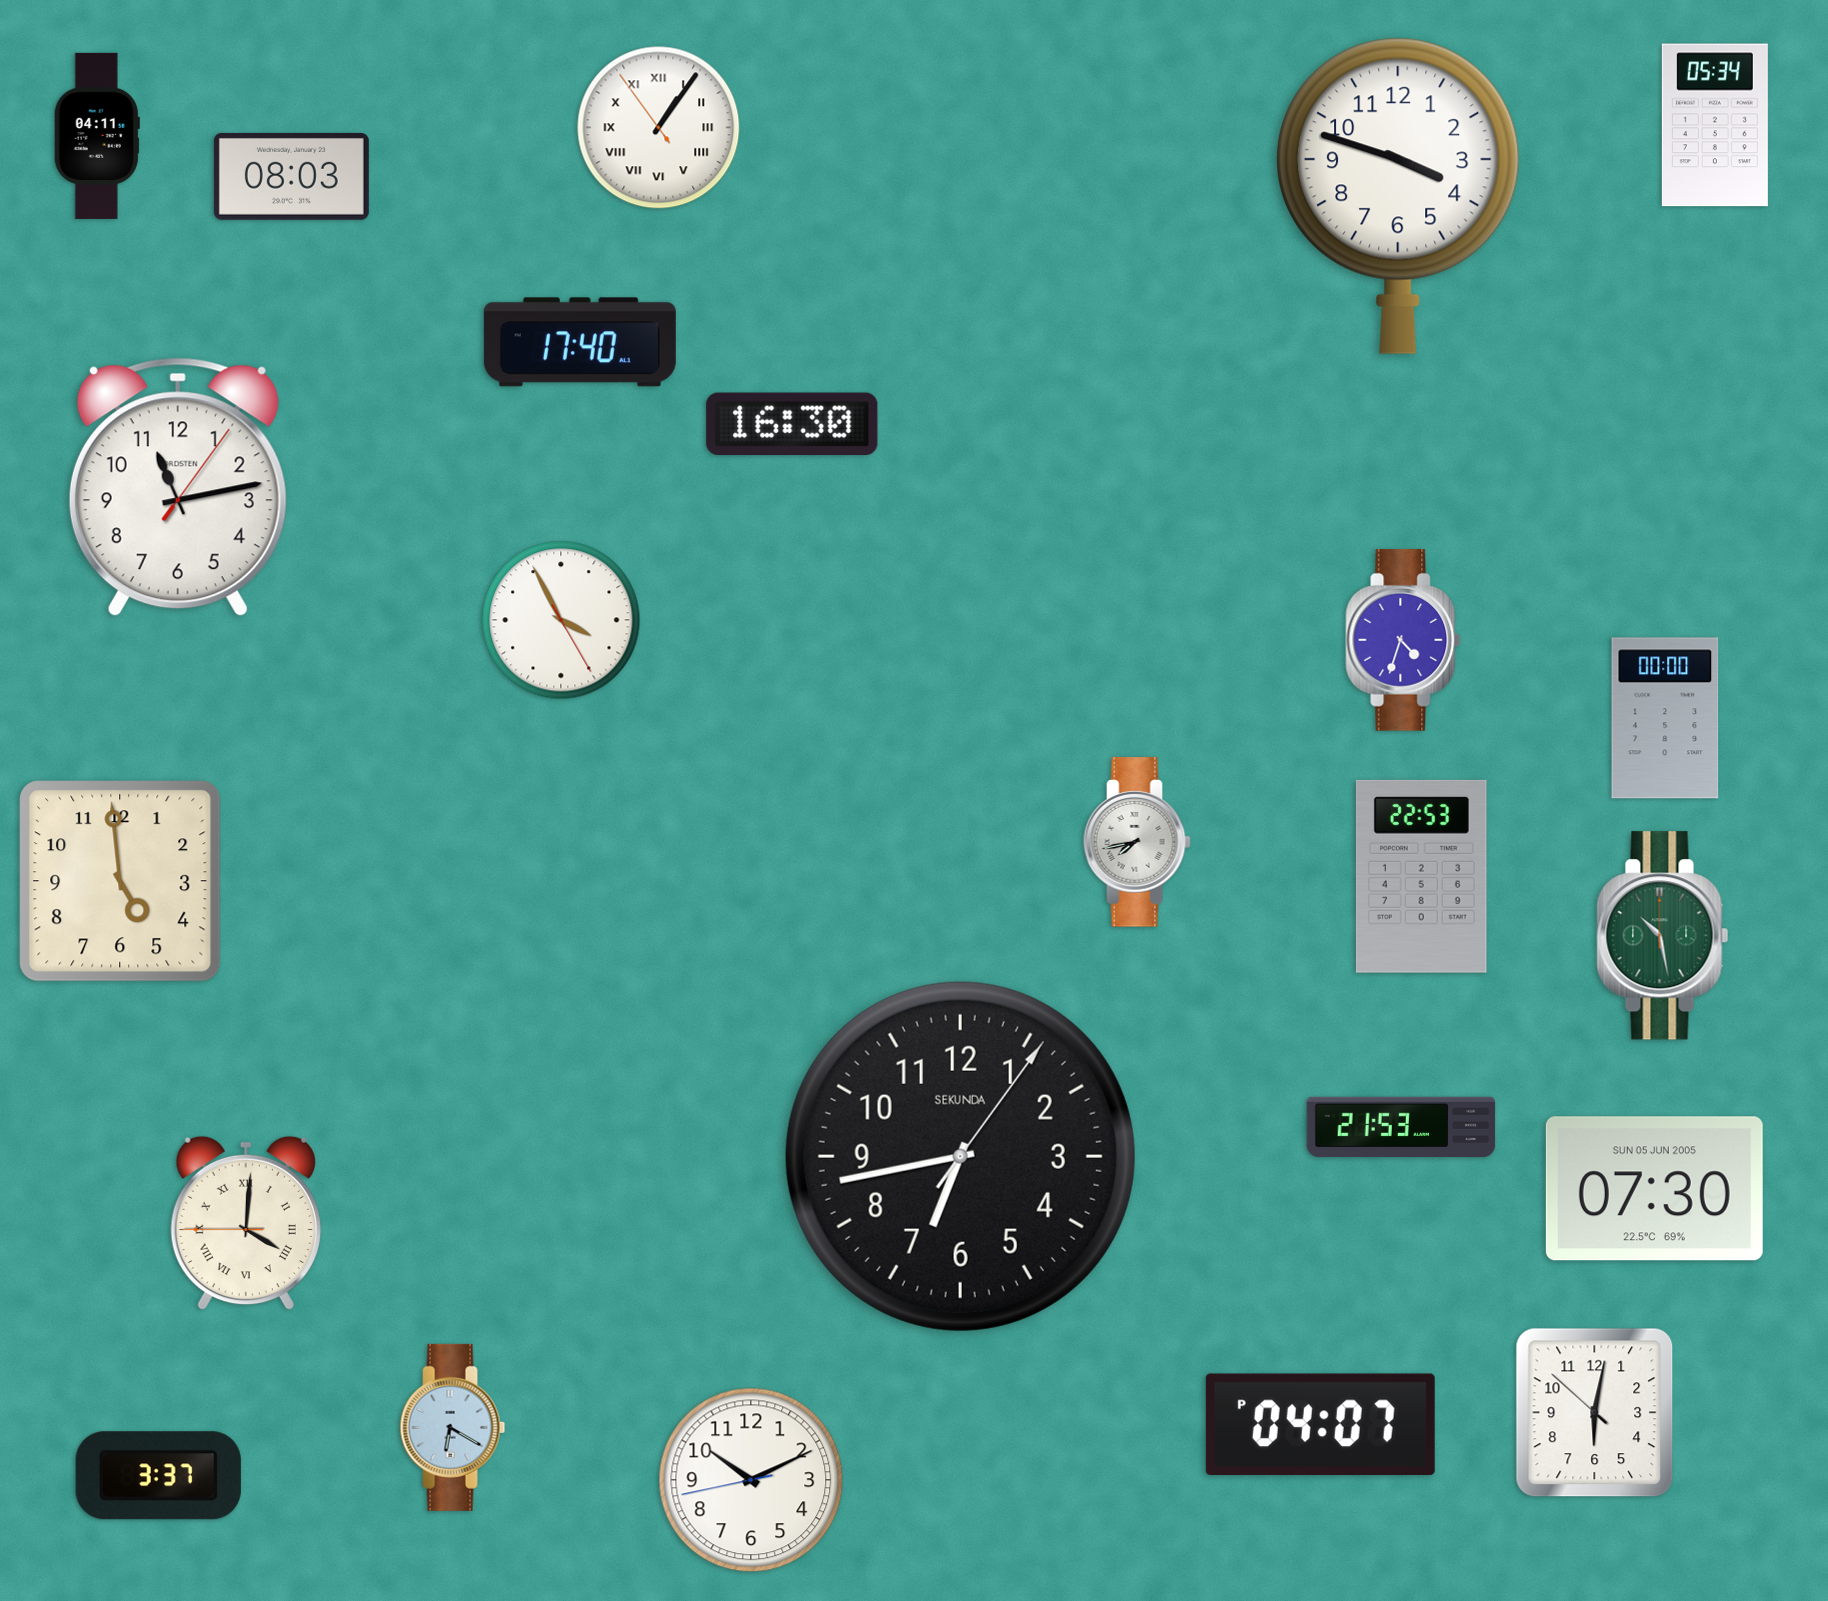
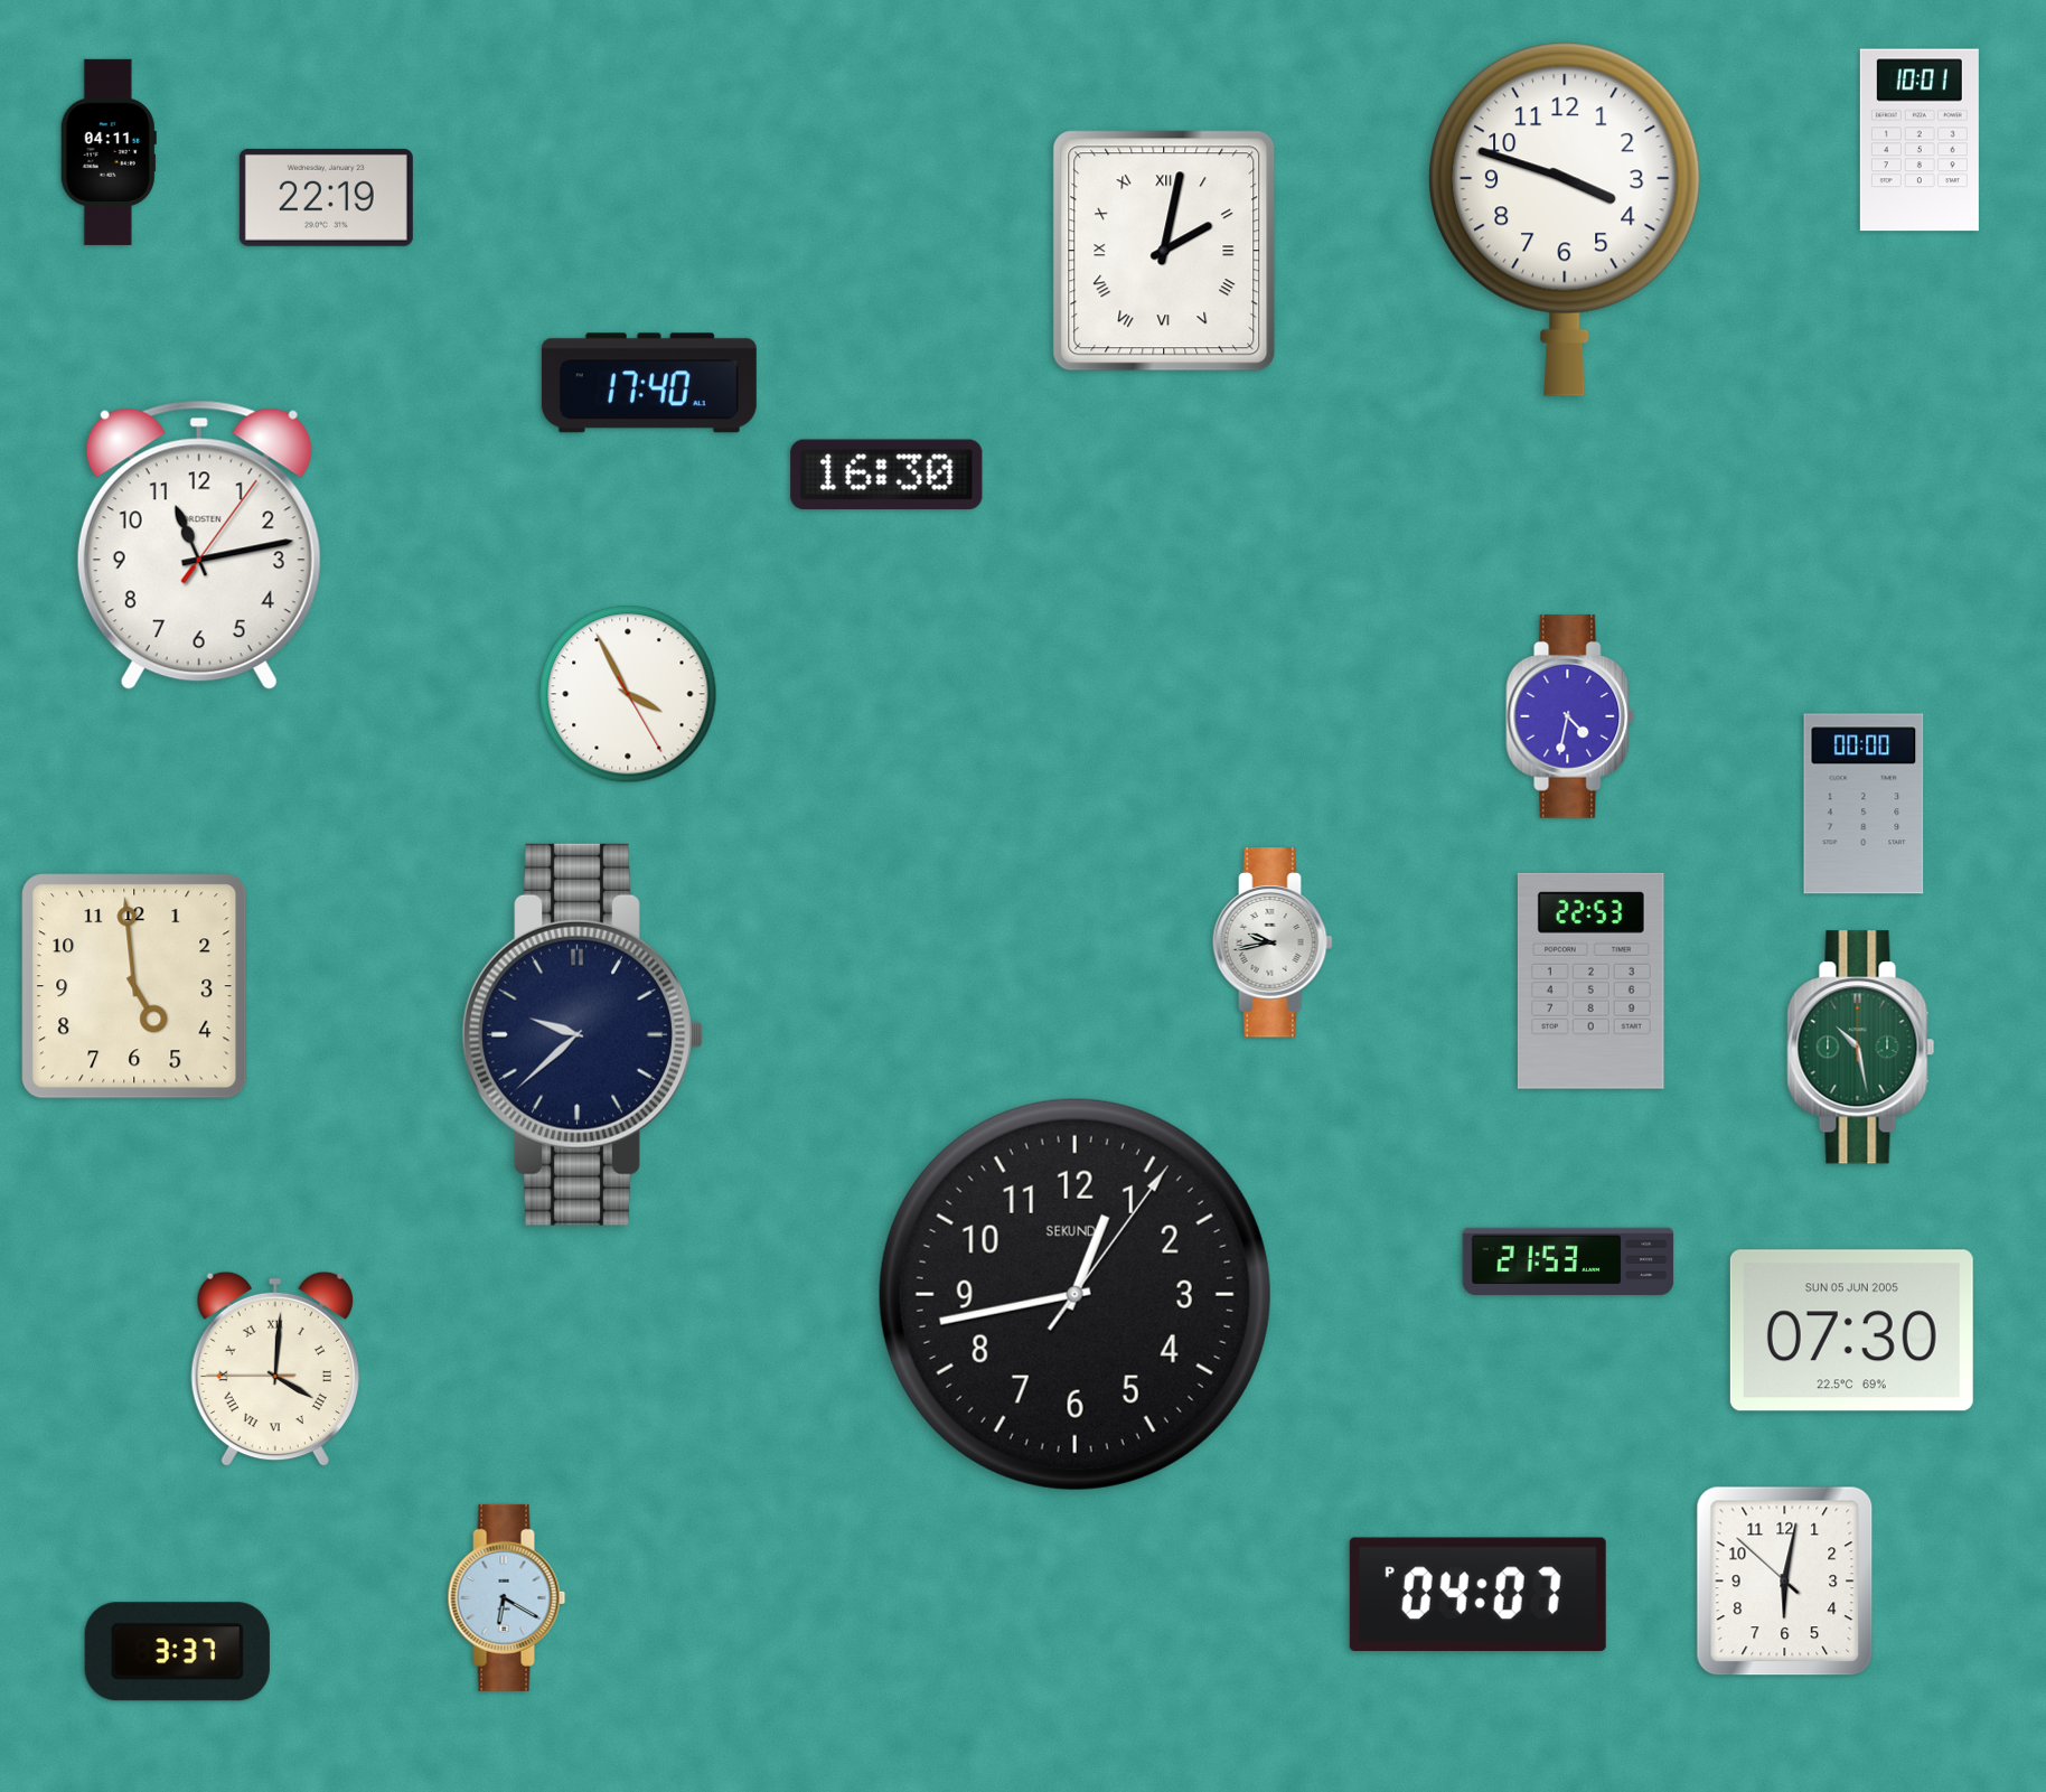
clock at (1715, 125): 05:34 -> 10:01
clock at (659, 128): 1:05 -> none
clock at (291, 176): 08:03 -> 22:19
clock at (1164, 251): none -> 2:02
clock at (1403, 640): 4:33 -> 4:32
clock at (1137, 842): 7:43 -> 9:43
clock at (582, 1034): none -> 9:38
clock at (960, 1156): 6:43 -> 12:43
clock at (751, 1480): 10:10 -> none
